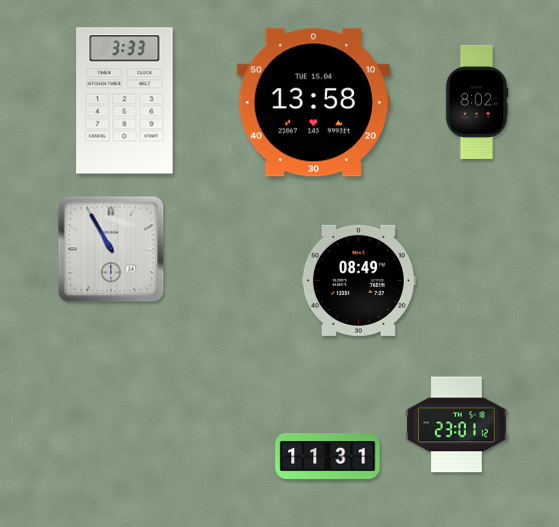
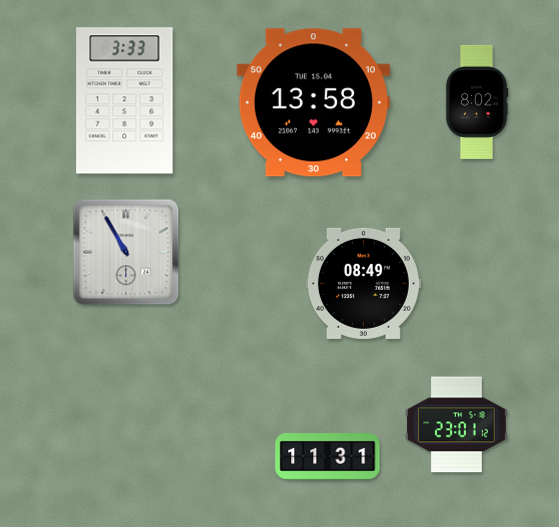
clock at (111, 249) position: (111, 249) -> (126, 252)
clock at (358, 280) position: (358, 280) -> (363, 283)
